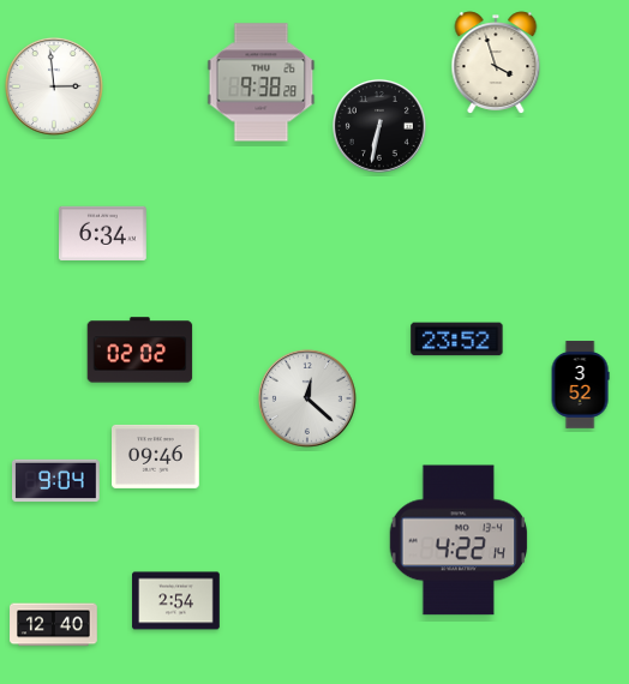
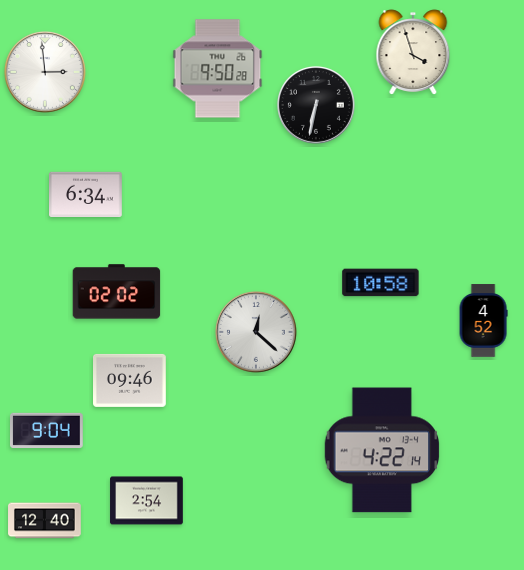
clock at (262, 83): 9:38 -> 9:50
clock at (457, 340): 23:52 -> 10:58
clock at (580, 385): 3:52 -> 4:52
clock at (56, 481) position: (56, 481) -> (47, 431)
